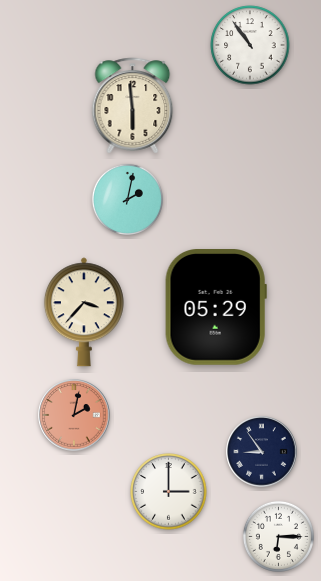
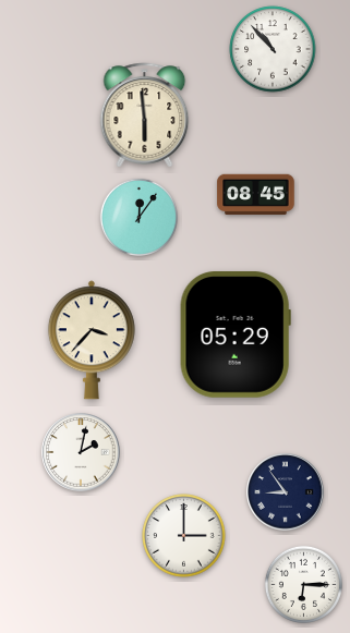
clock at (250, 45): 10:54 -> 10:53
clock at (256, 195): none -> 08:45
clock at (127, 199): 2:02 -> 12:06
clock at (74, 415) dial: salmon -> white
